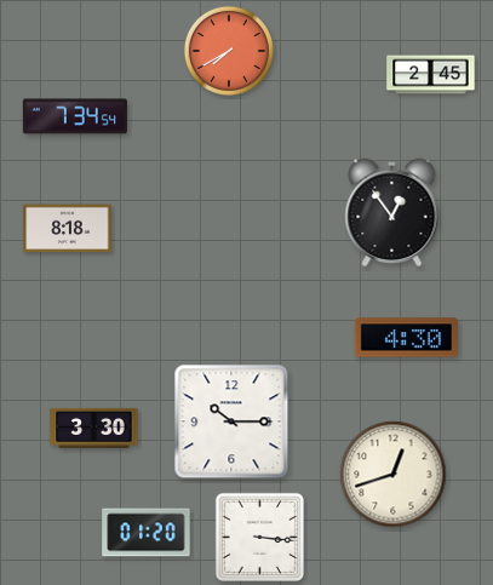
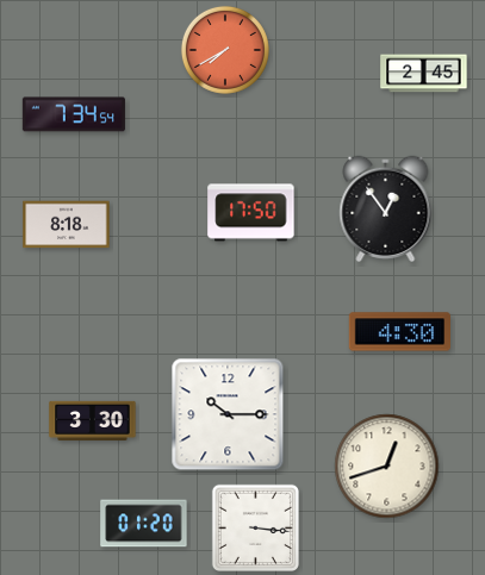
clock at (251, 213): none -> 17:50
